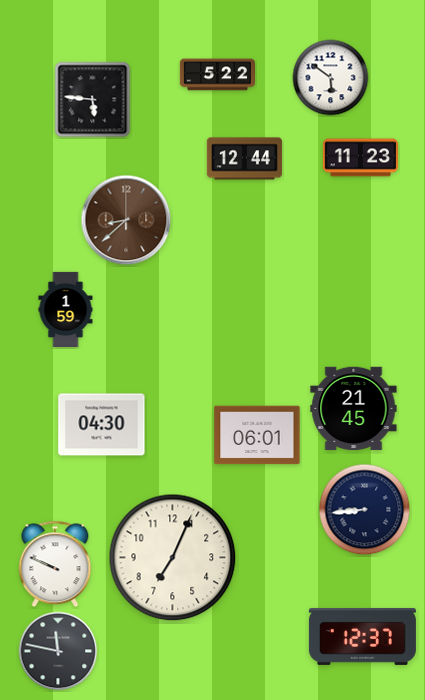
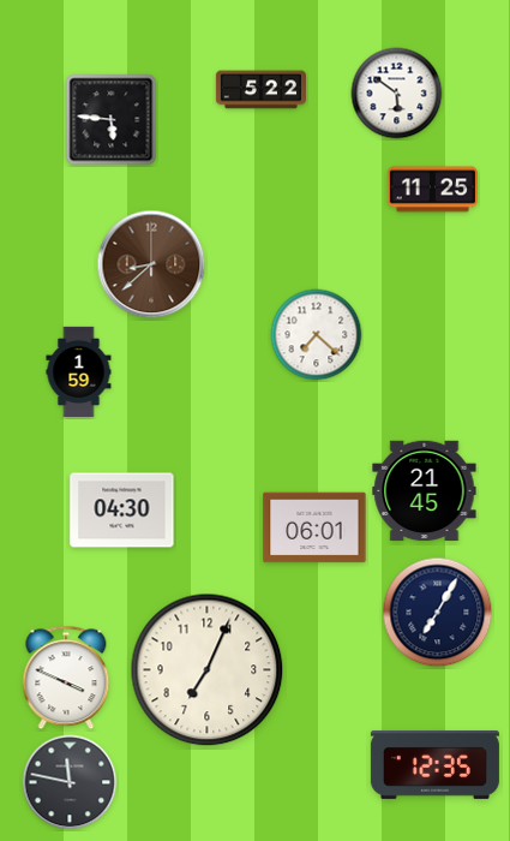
clock at (360, 158): 11:23 -> 11:25
clock at (244, 159): 12:44 -> none
clock at (317, 335): none -> 7:22
clock at (257, 435) position: (257, 435) -> (314, 527)
clock at (365, 510): 8:44 -> 7:05
clock at (55, 564): 9:49 -> 3:49
clock at (362, 636): 12:37 -> 12:35
